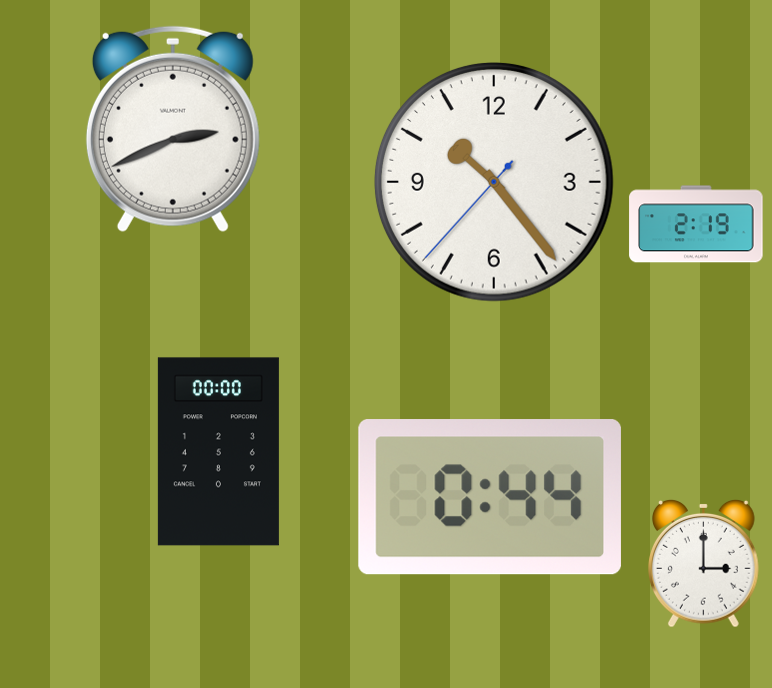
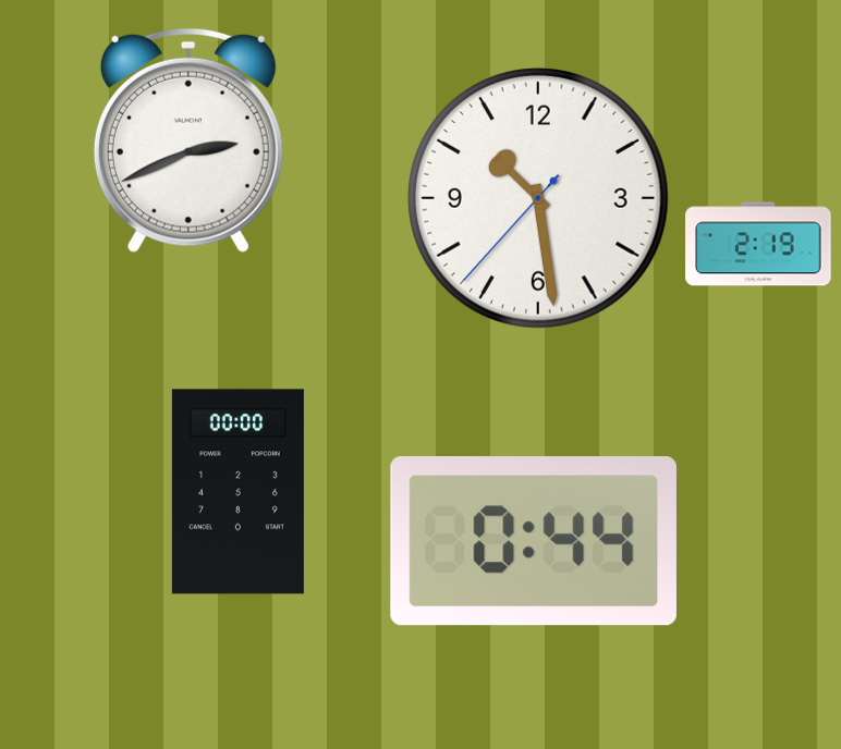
clock at (495, 183): 10:23 -> 10:28
clock at (704, 563): 3:00 -> none
